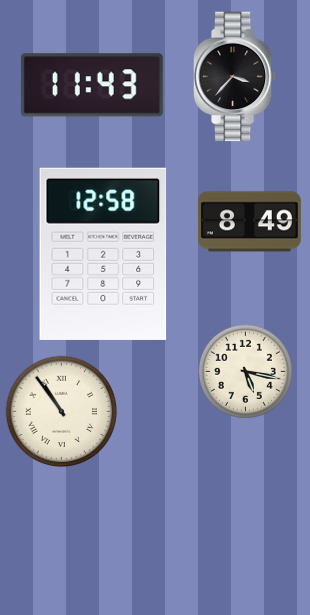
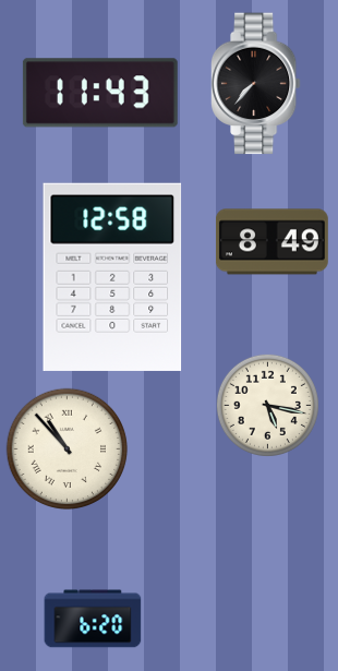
clock at (234, 77): 3:37 -> 7:37
clock at (62, 412): 10:54 -> 10:53
clock at (93, 619): none -> 6:20
